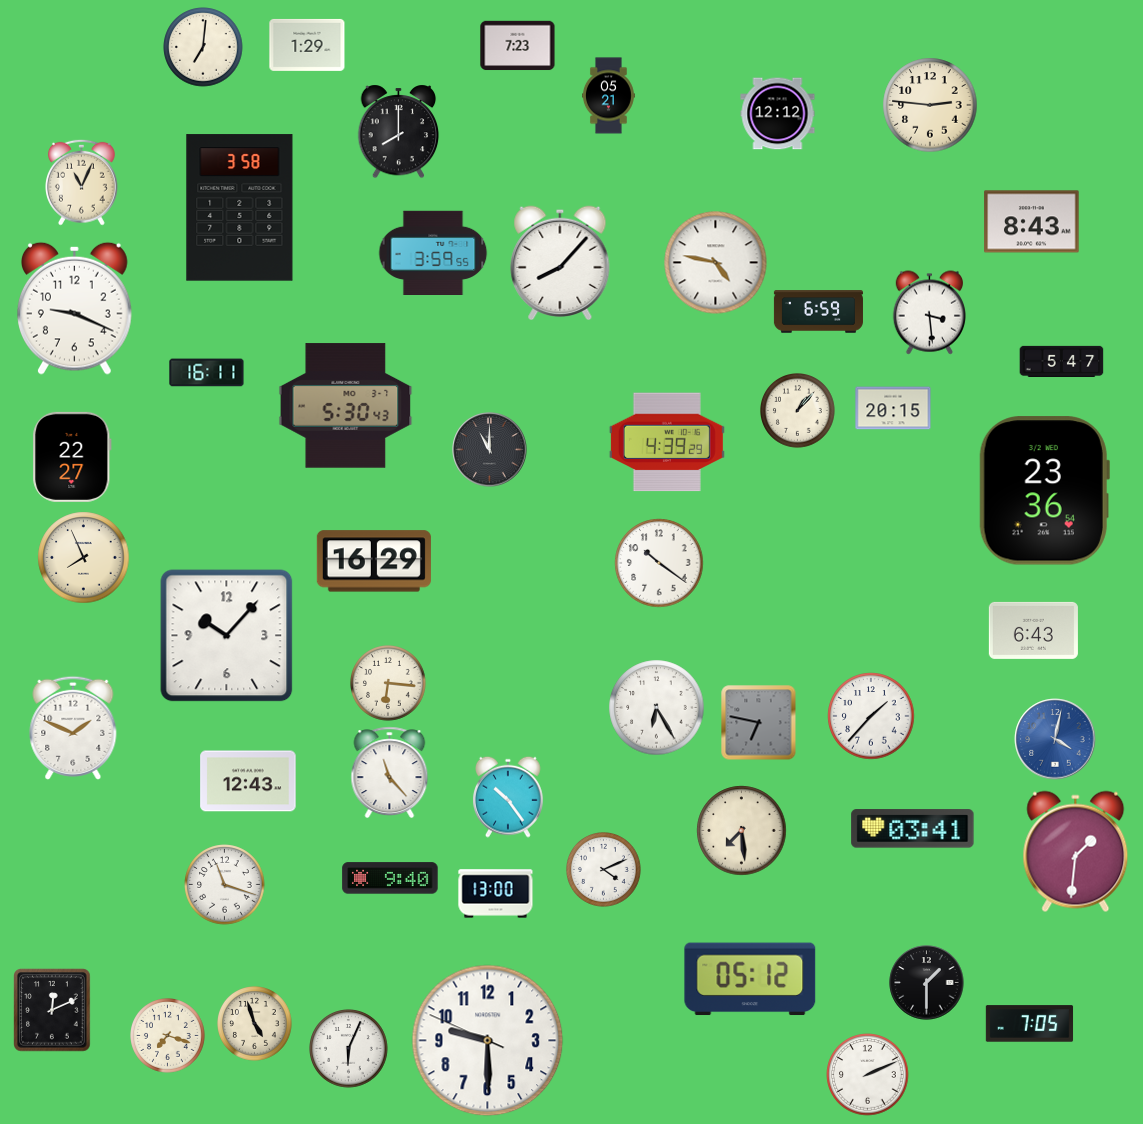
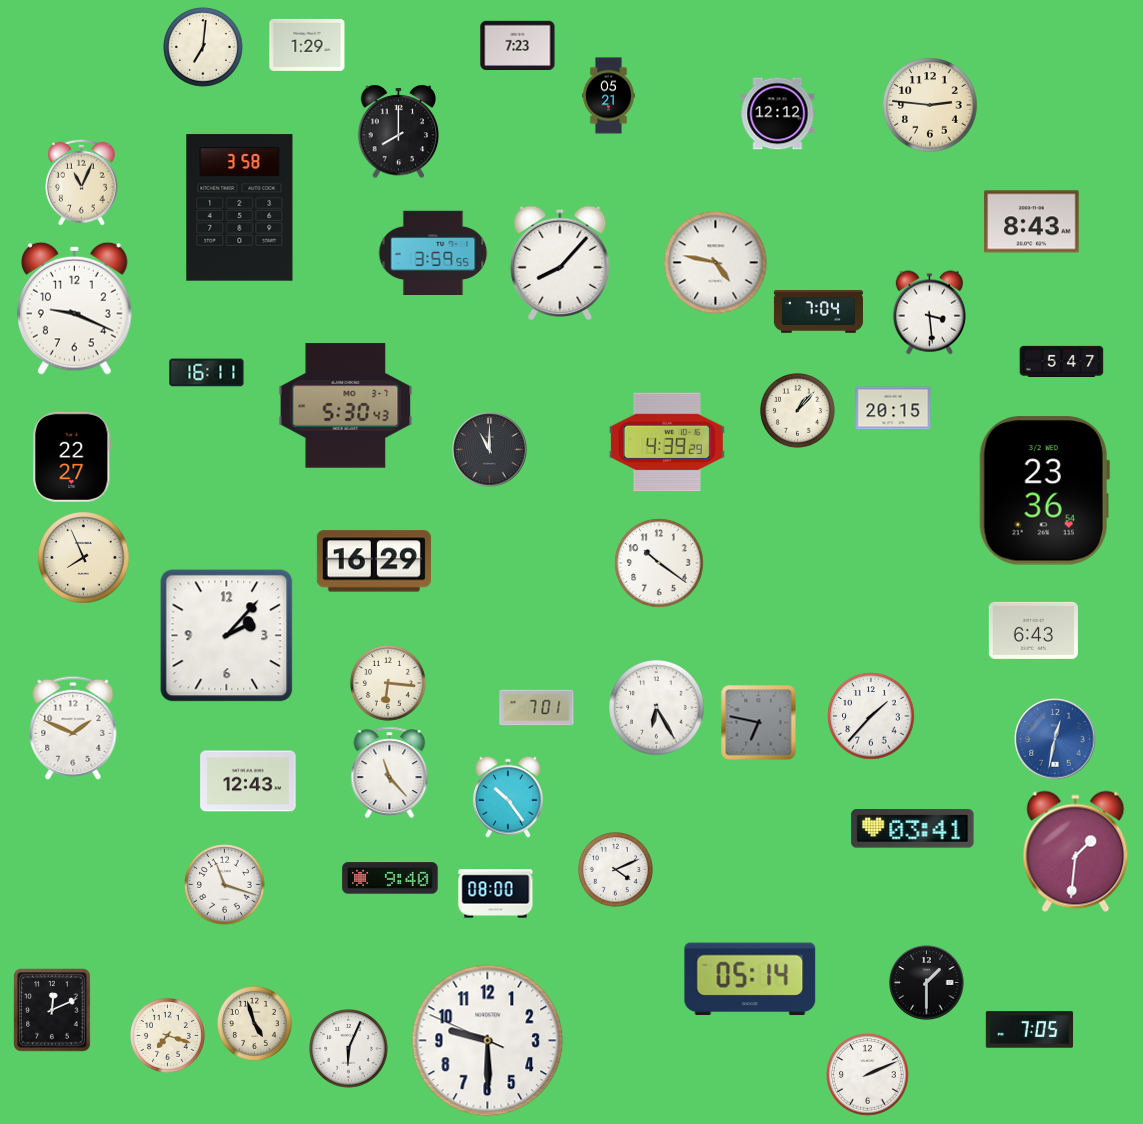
clock at (818, 312): 6:59 -> 7:04
clock at (227, 636): 10:07 -> 2:07
clock at (537, 708): none -> 7:01
clock at (1055, 739): 4:02 -> 12:32
clock at (742, 831): 7:29 -> none
clock at (604, 870) position: (604, 870) -> (616, 870)
clock at (496, 894): 13:00 -> 08:00
clock at (750, 979): 05:12 -> 05:14
clock at (1030, 1024) position: (1030, 1024) -> (1030, 1030)
